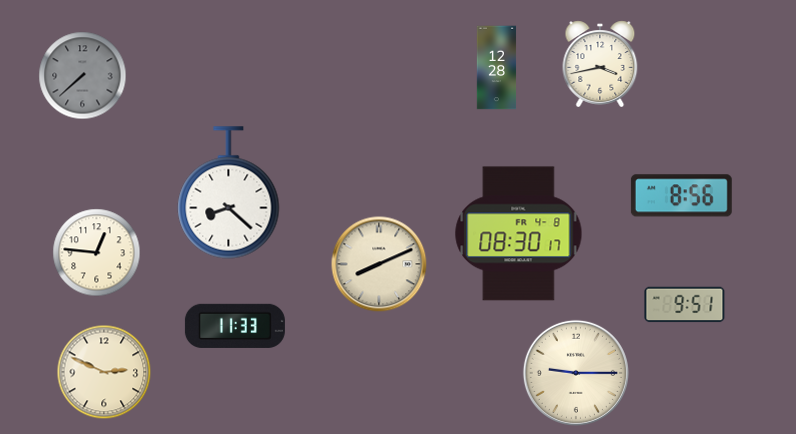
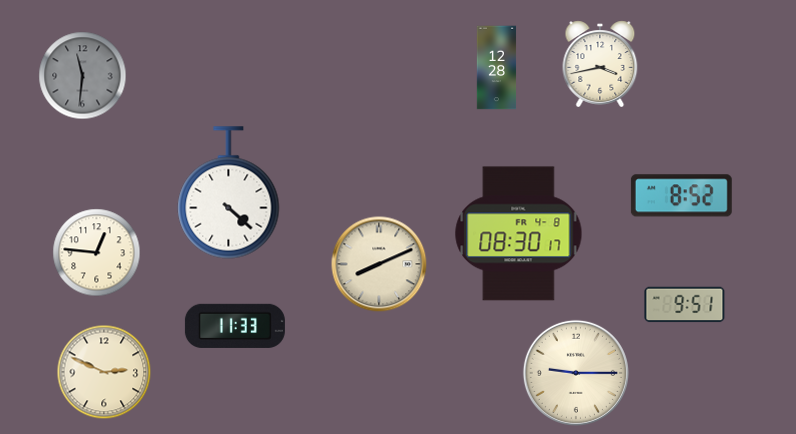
clock at (83, 76): 7:38 -> 11:31
clock at (229, 193): 8:22 -> 4:22
clock at (681, 196): 8:56 -> 8:52
